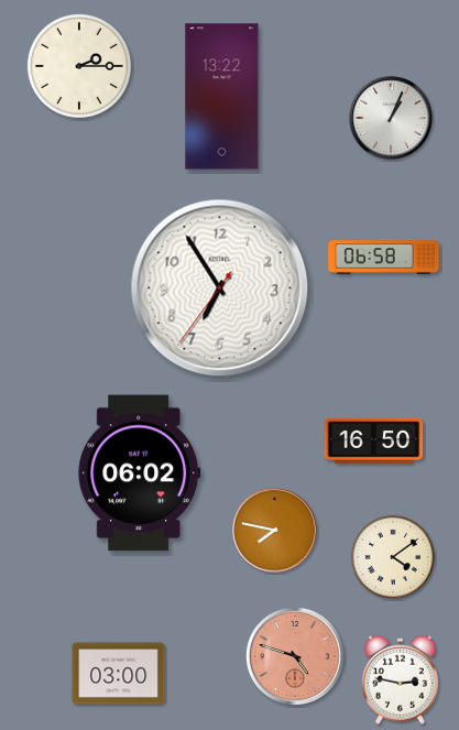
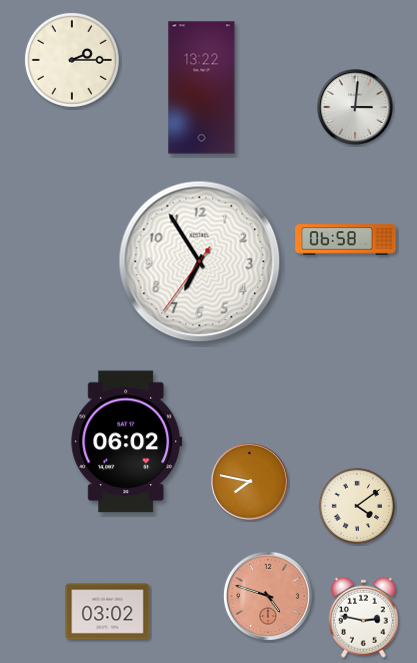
clock at (392, 119): 1:04 -> 3:01
clock at (384, 258) position: (384, 258) -> (346, 240)
clock at (374, 442): 16:50 -> none
clock at (140, 473) position: (140, 473) -> (127, 442)
clock at (119, 674): 03:00 -> 03:02
